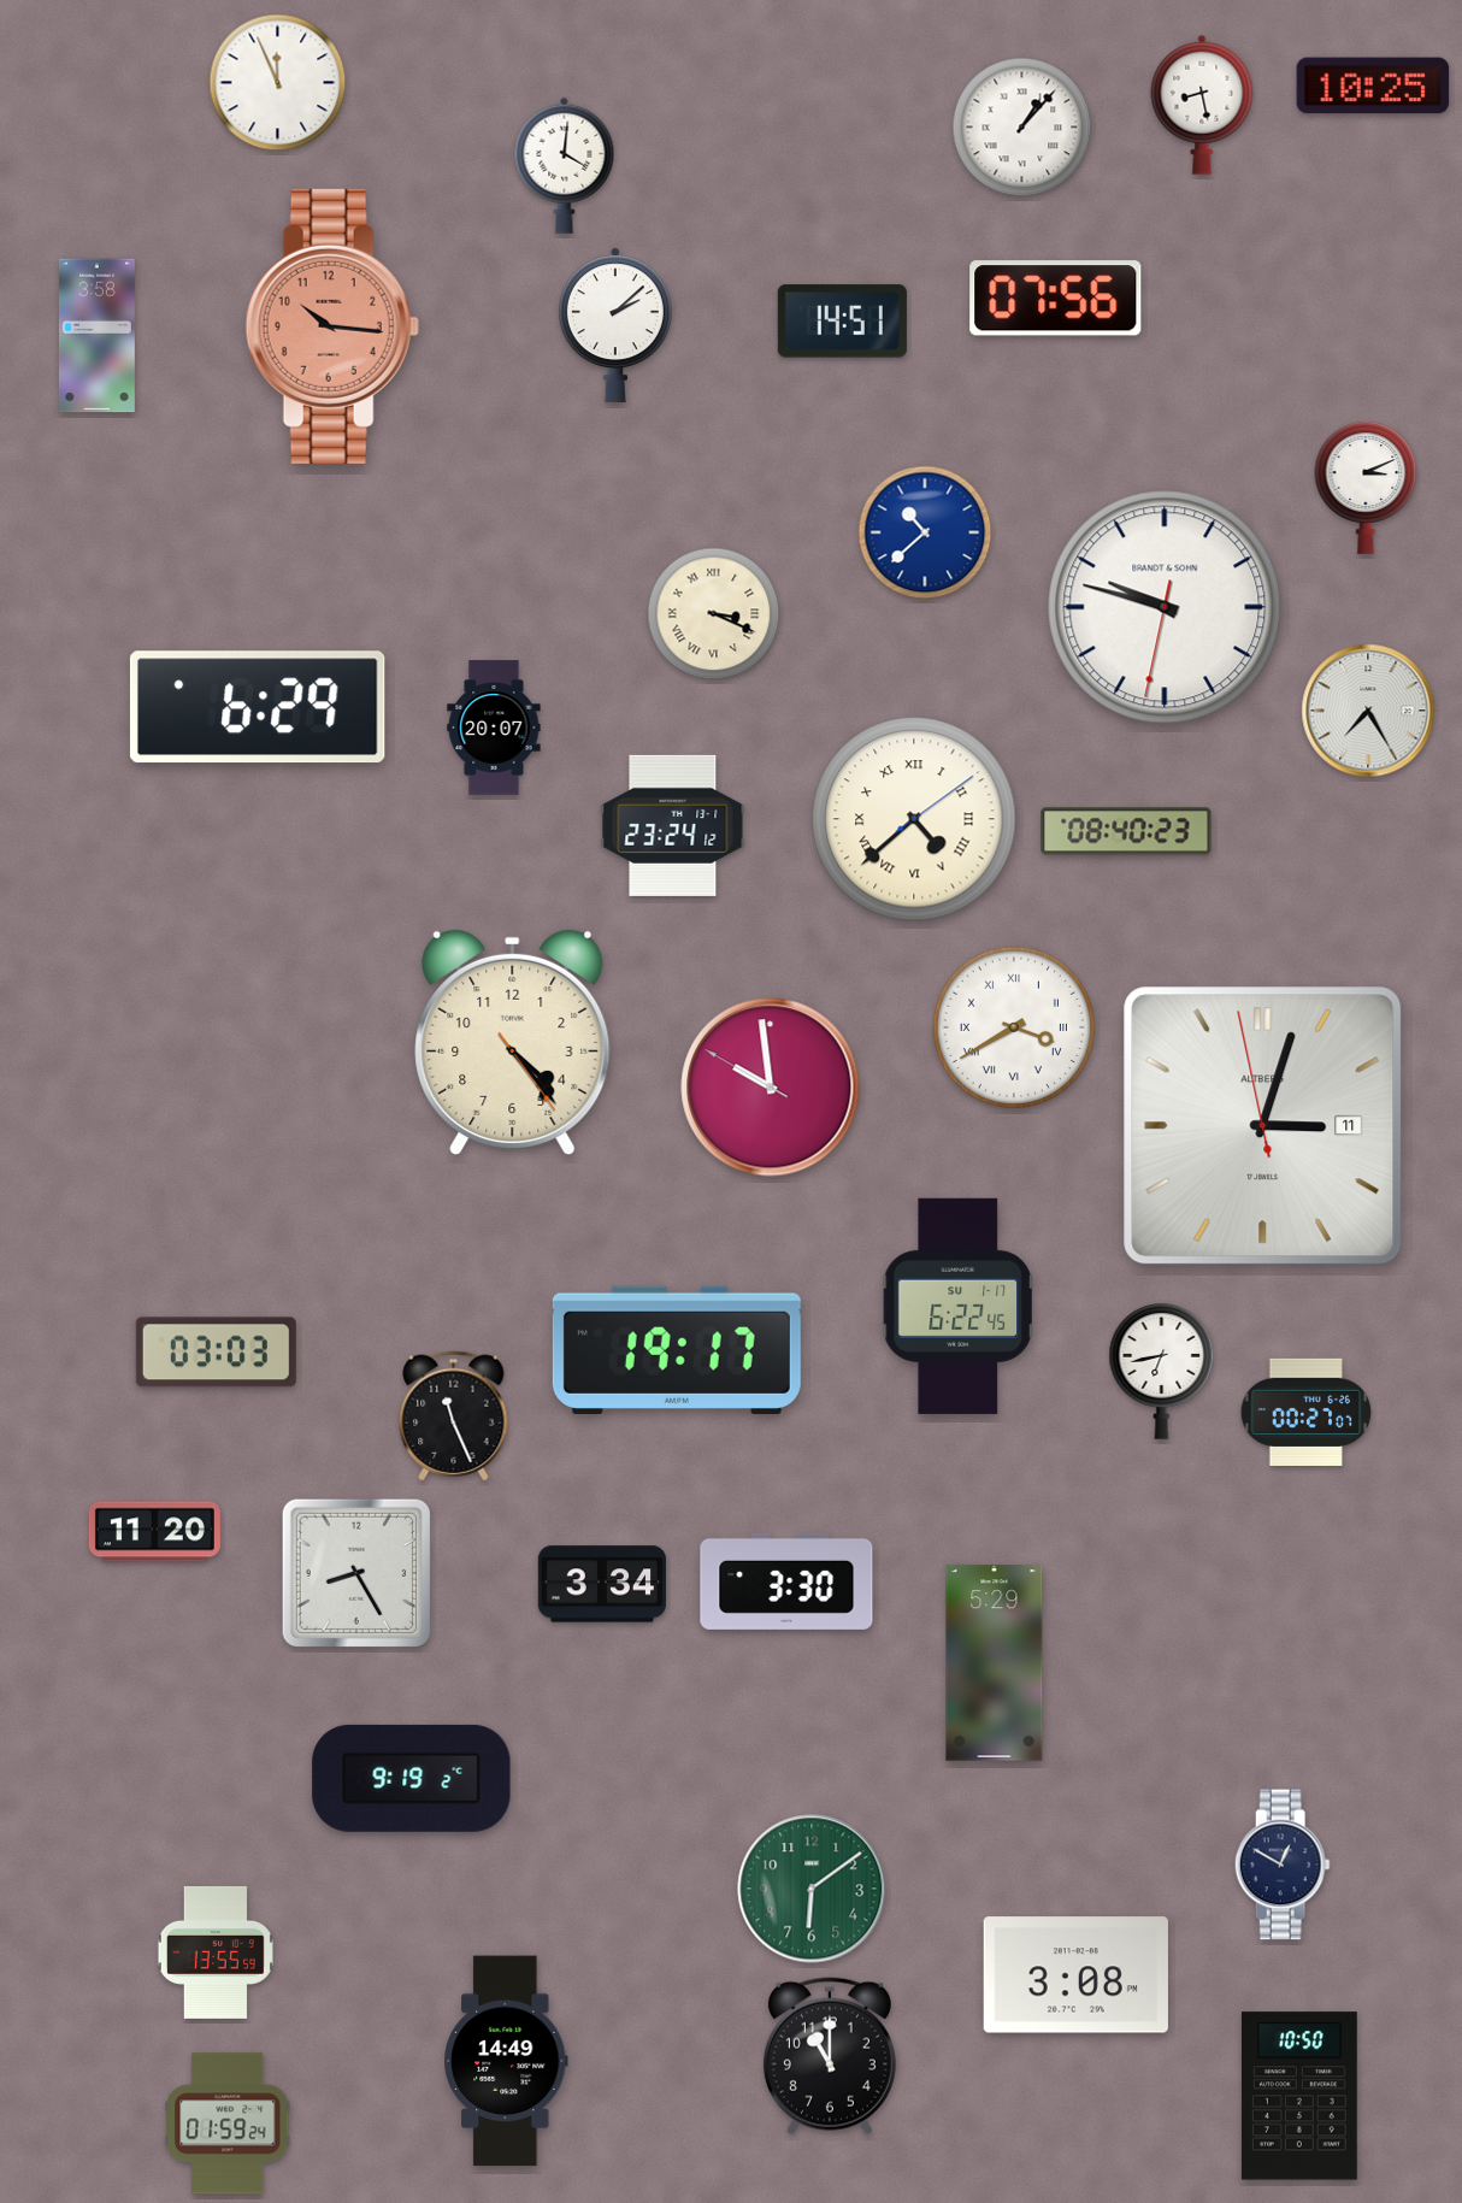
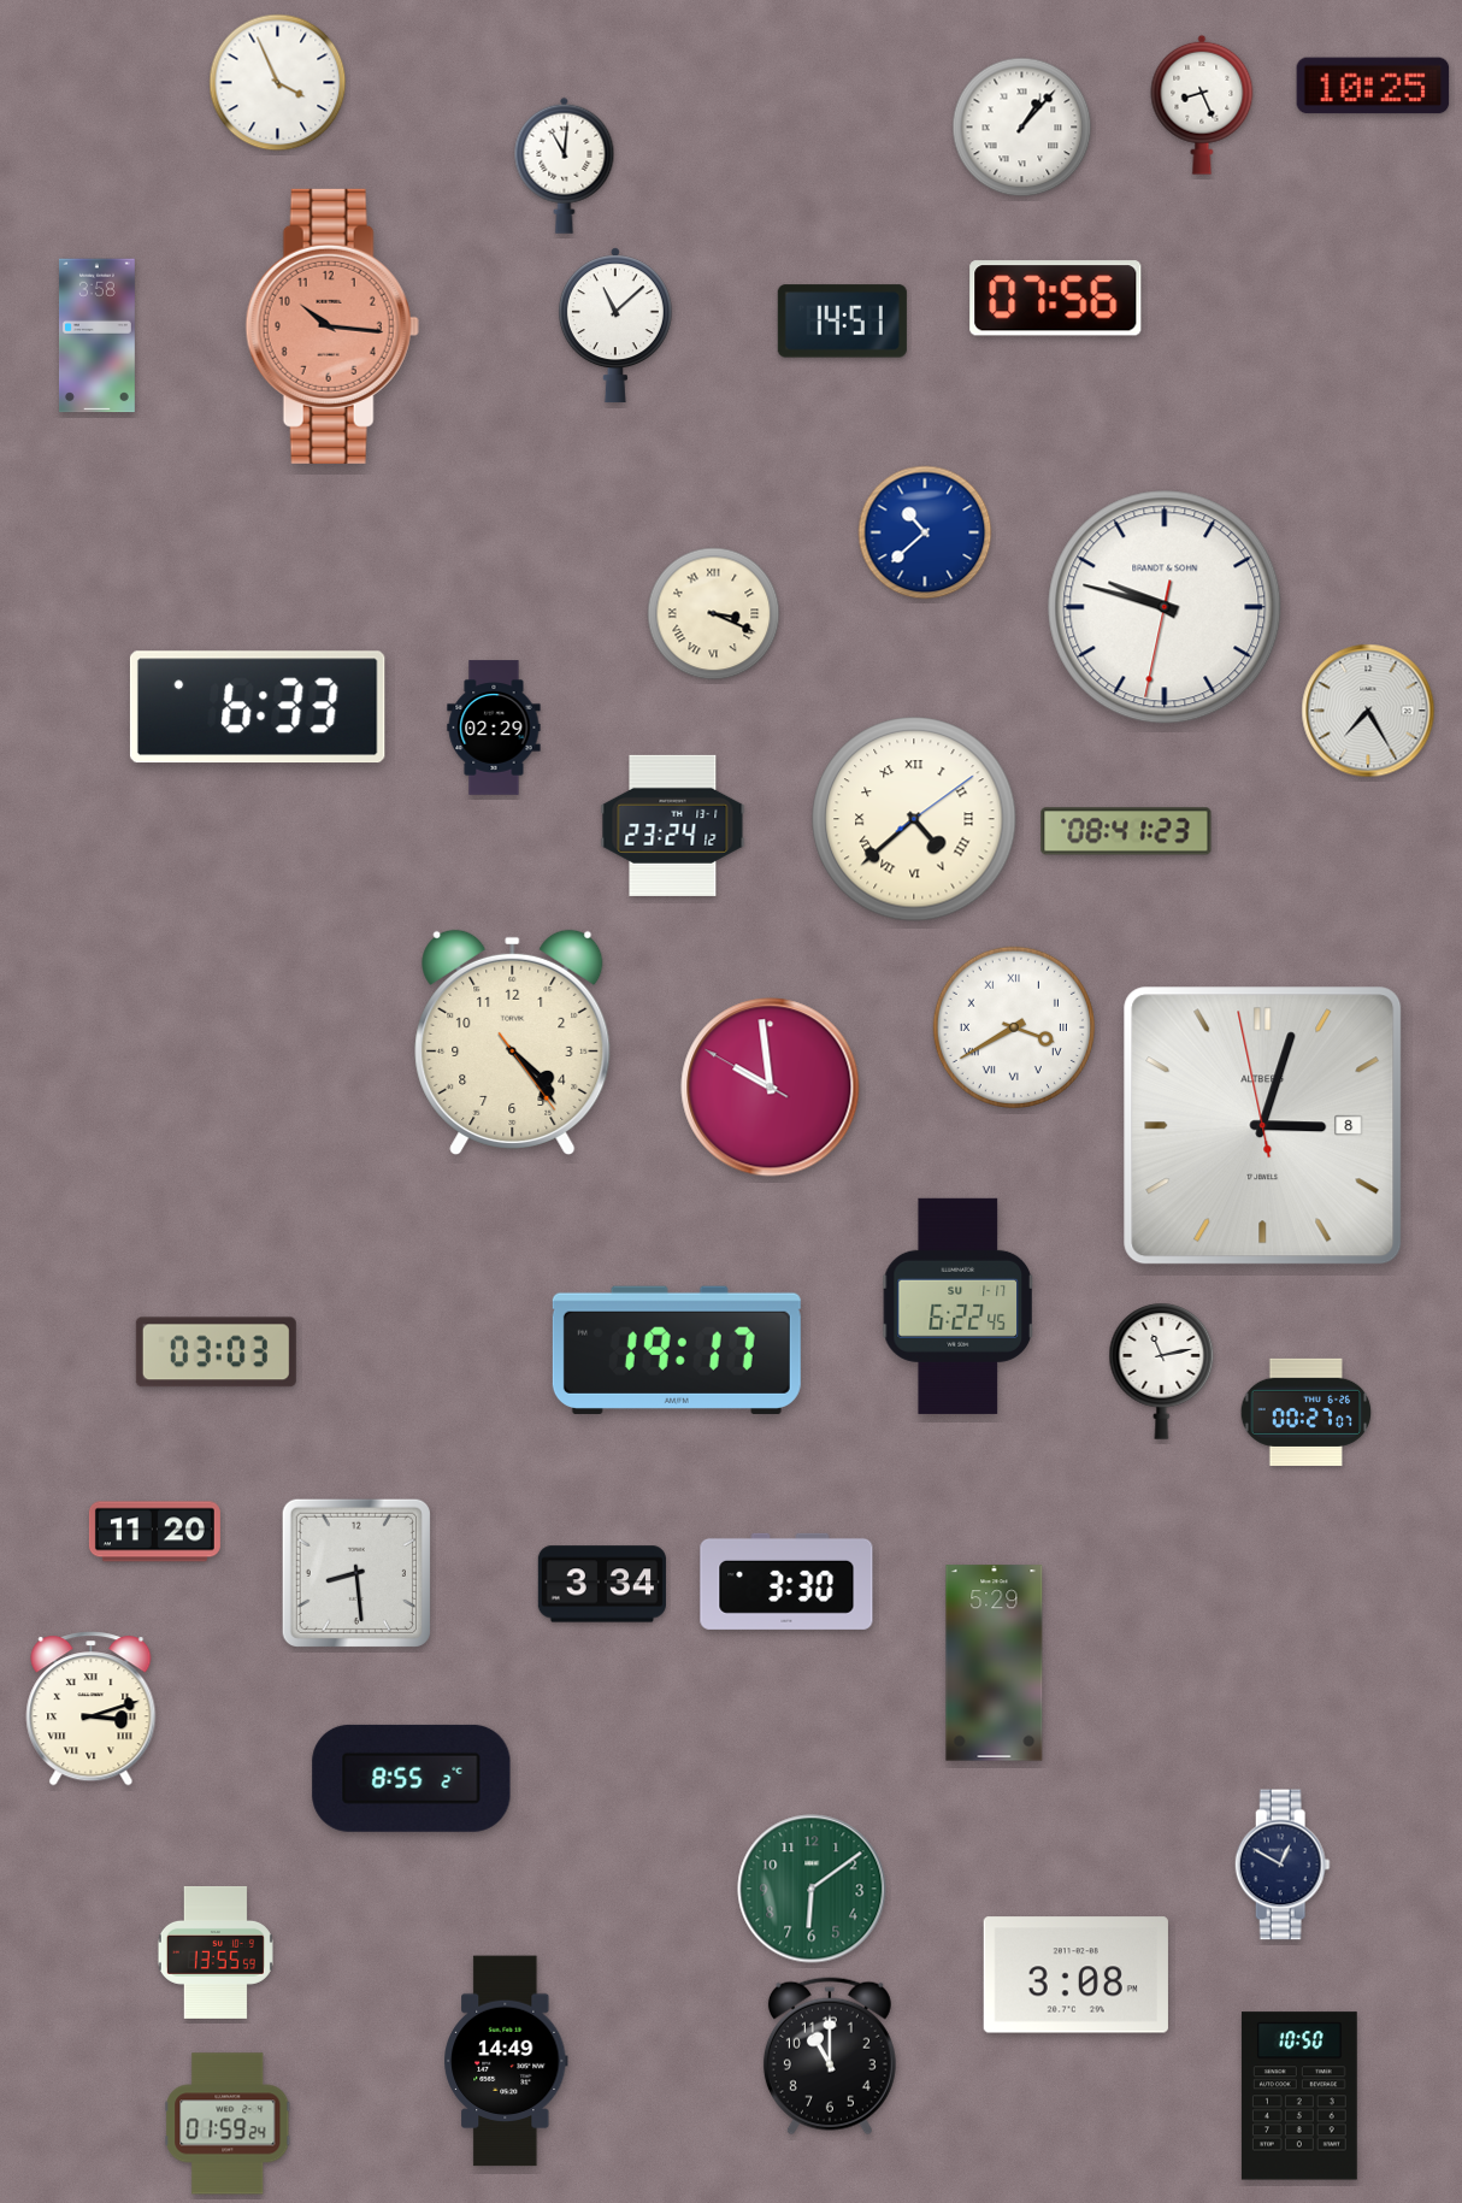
clock at (278, 83): 11:56 -> 3:56
clock at (1202, 105): 8:28 -> 8:26
clock at (565, 165): 4:01 -> 11:01
clock at (615, 325): 2:08 -> 11:08
clock at (1366, 488): 3:11 -> none
clock at (258, 707): 6:29 -> 6:33
clock at (494, 728): 20:07 -> 02:29
clock at (1126, 831): 08:40 -> 08:41
clock at (1263, 1126) date: 11 -> 8
clock at (1162, 1372): 6:43 -> 11:13
clock at (454, 1416): 11:26 -> none
clock at (356, 1573): 8:25 -> 8:29
clock at (92, 1709): none -> 3:12
clock at (412, 1778): 9:19 -> 8:55
